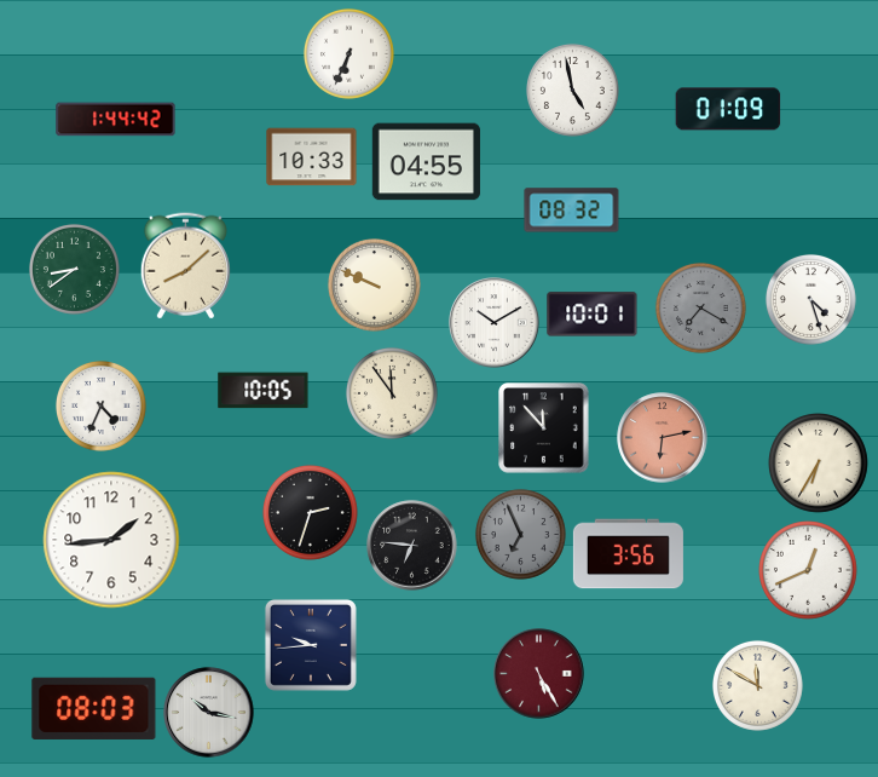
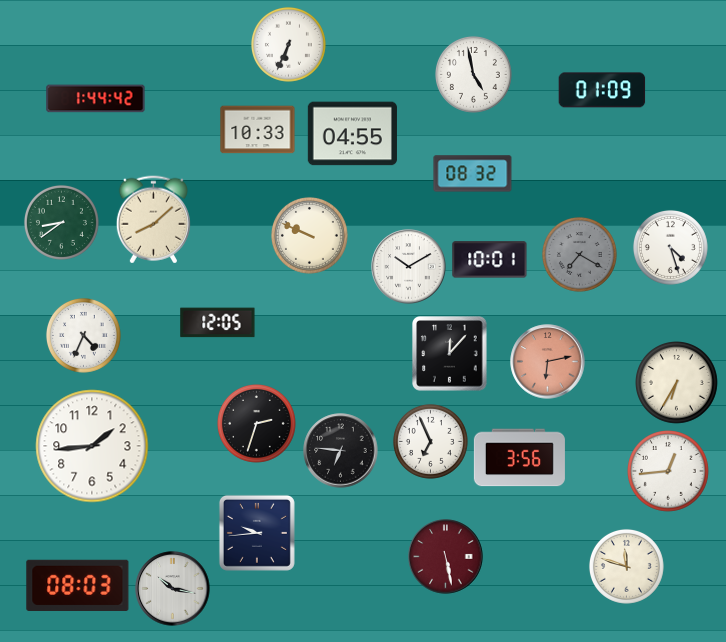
clock at (264, 391): 10:05 -> 12:05
clock at (392, 393): 11:54 -> none
clock at (544, 428): 11:53 -> 12:07
clock at (520, 534) dial: grey -> white
clock at (809, 571): 12:41 -> 12:44
clock at (539, 674): 5:25 -> 5:28
clock at (757, 685): 11:50 -> 11:48
